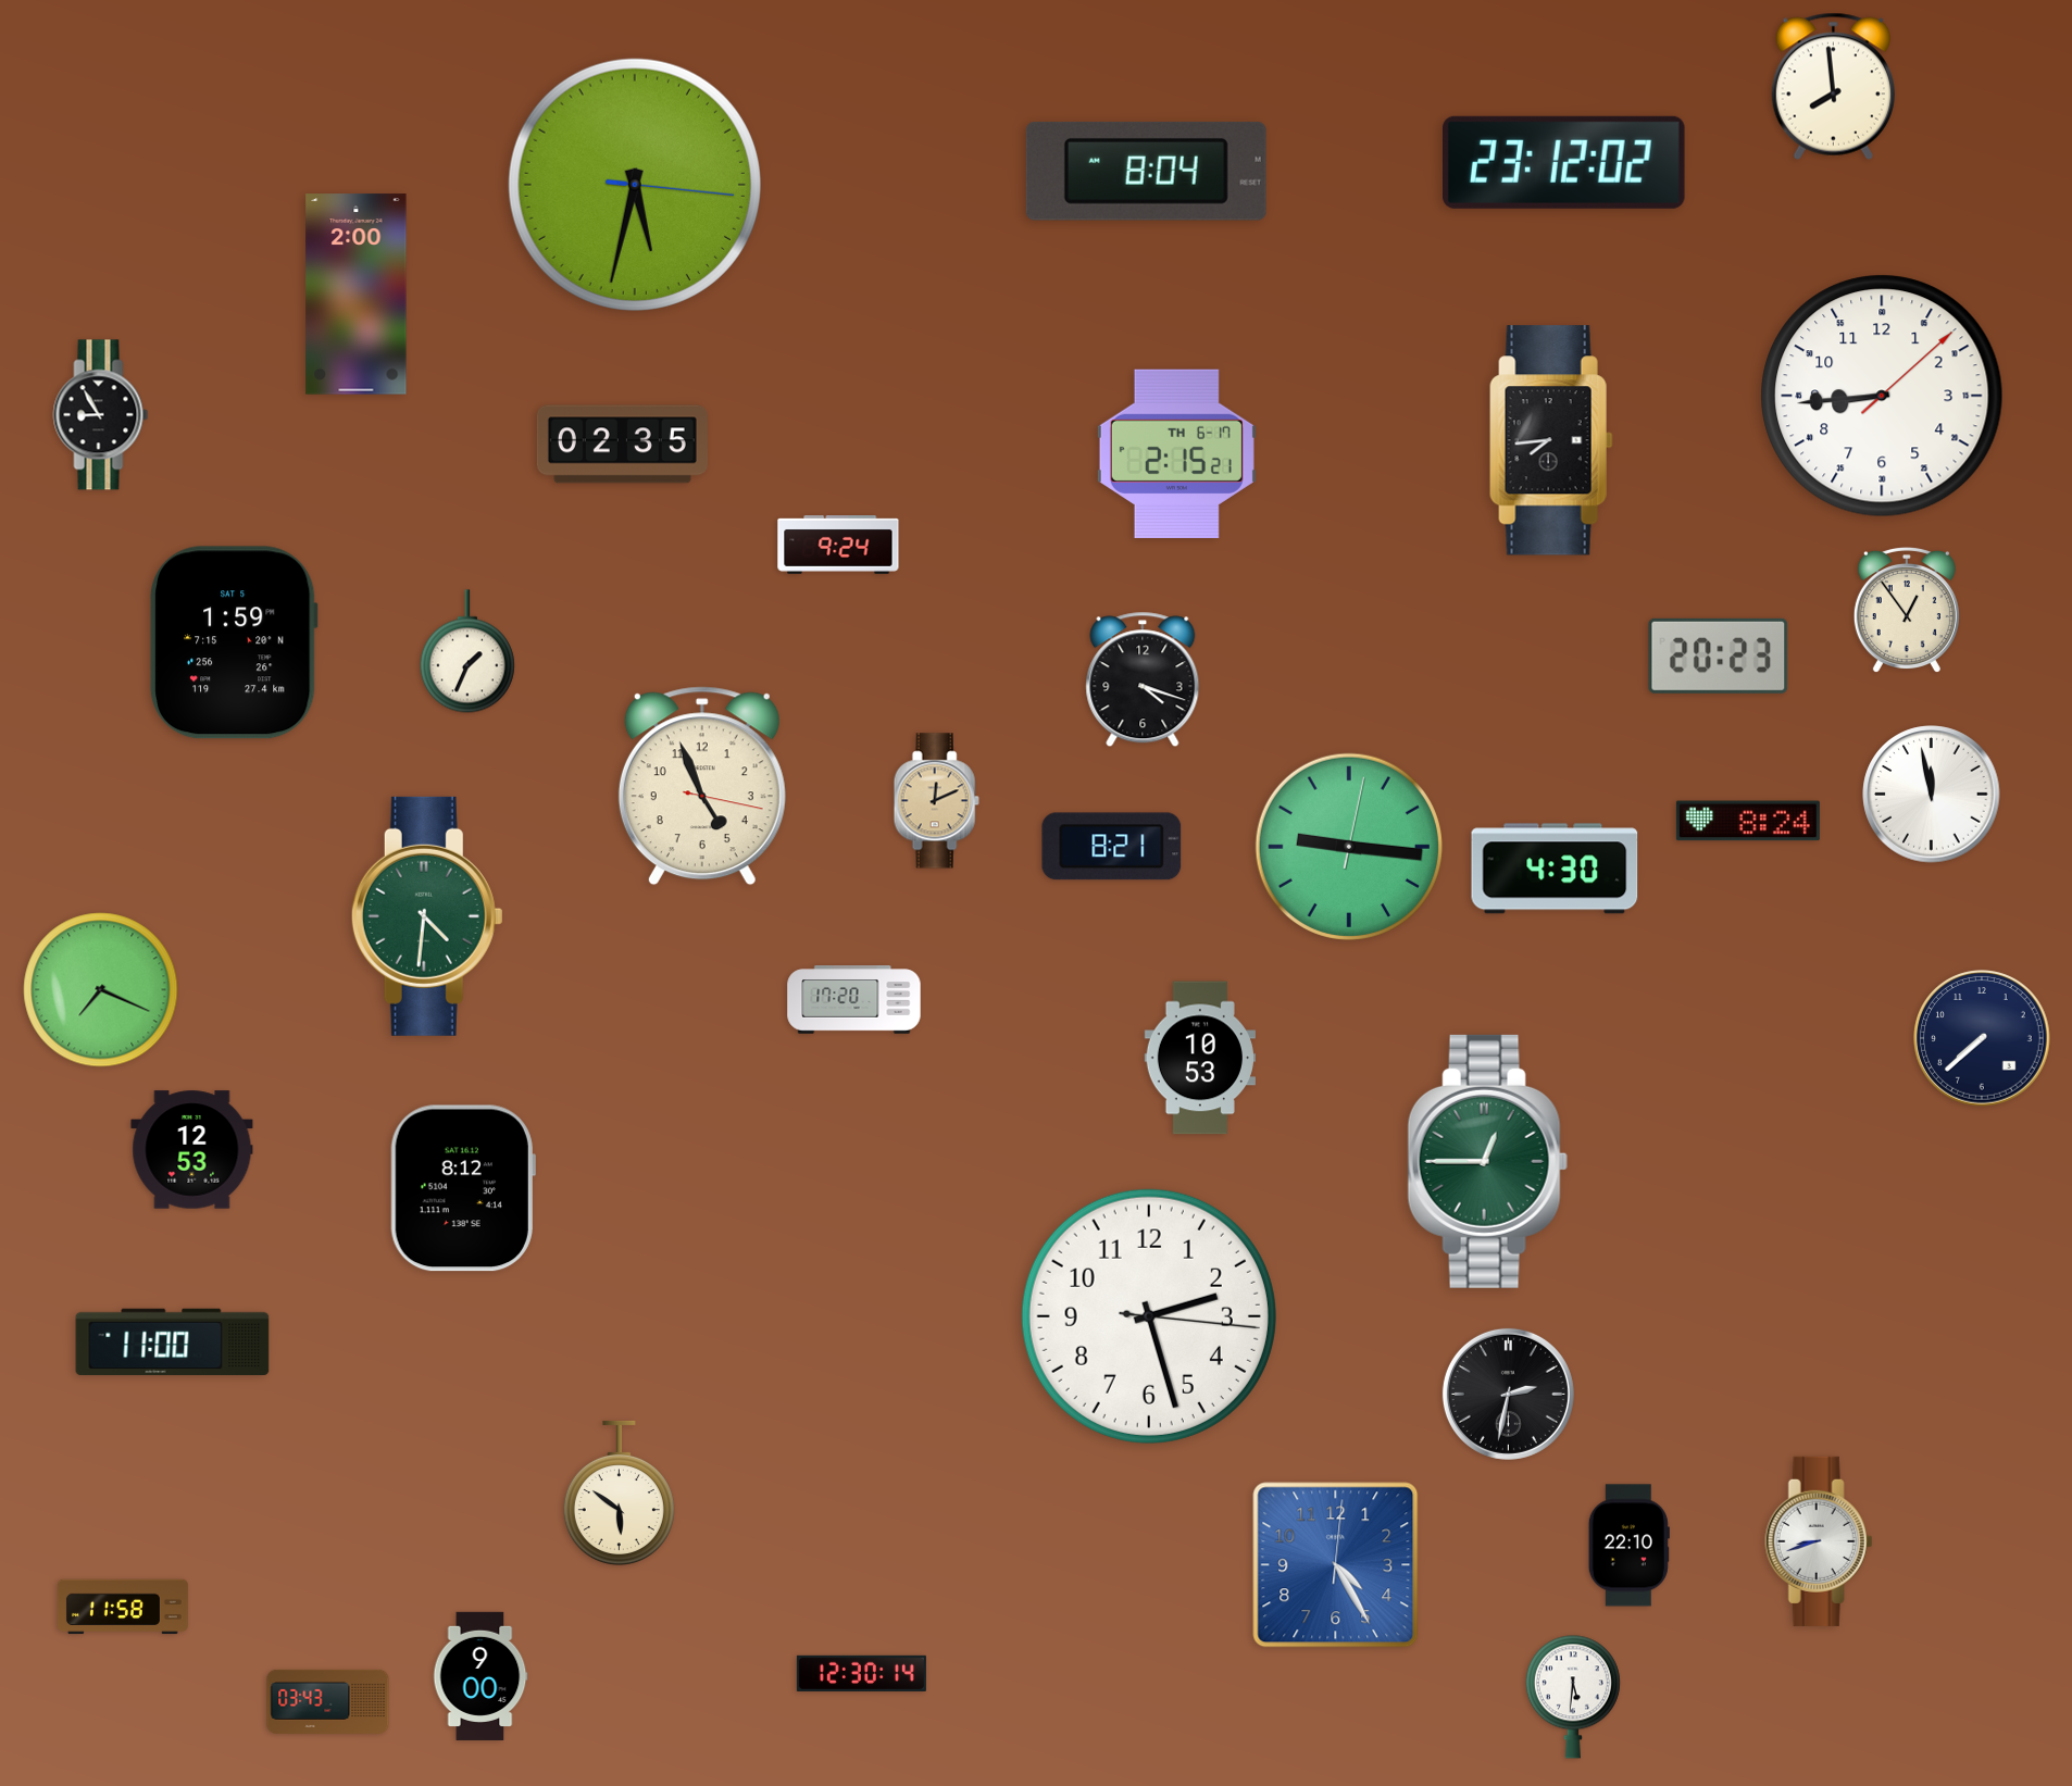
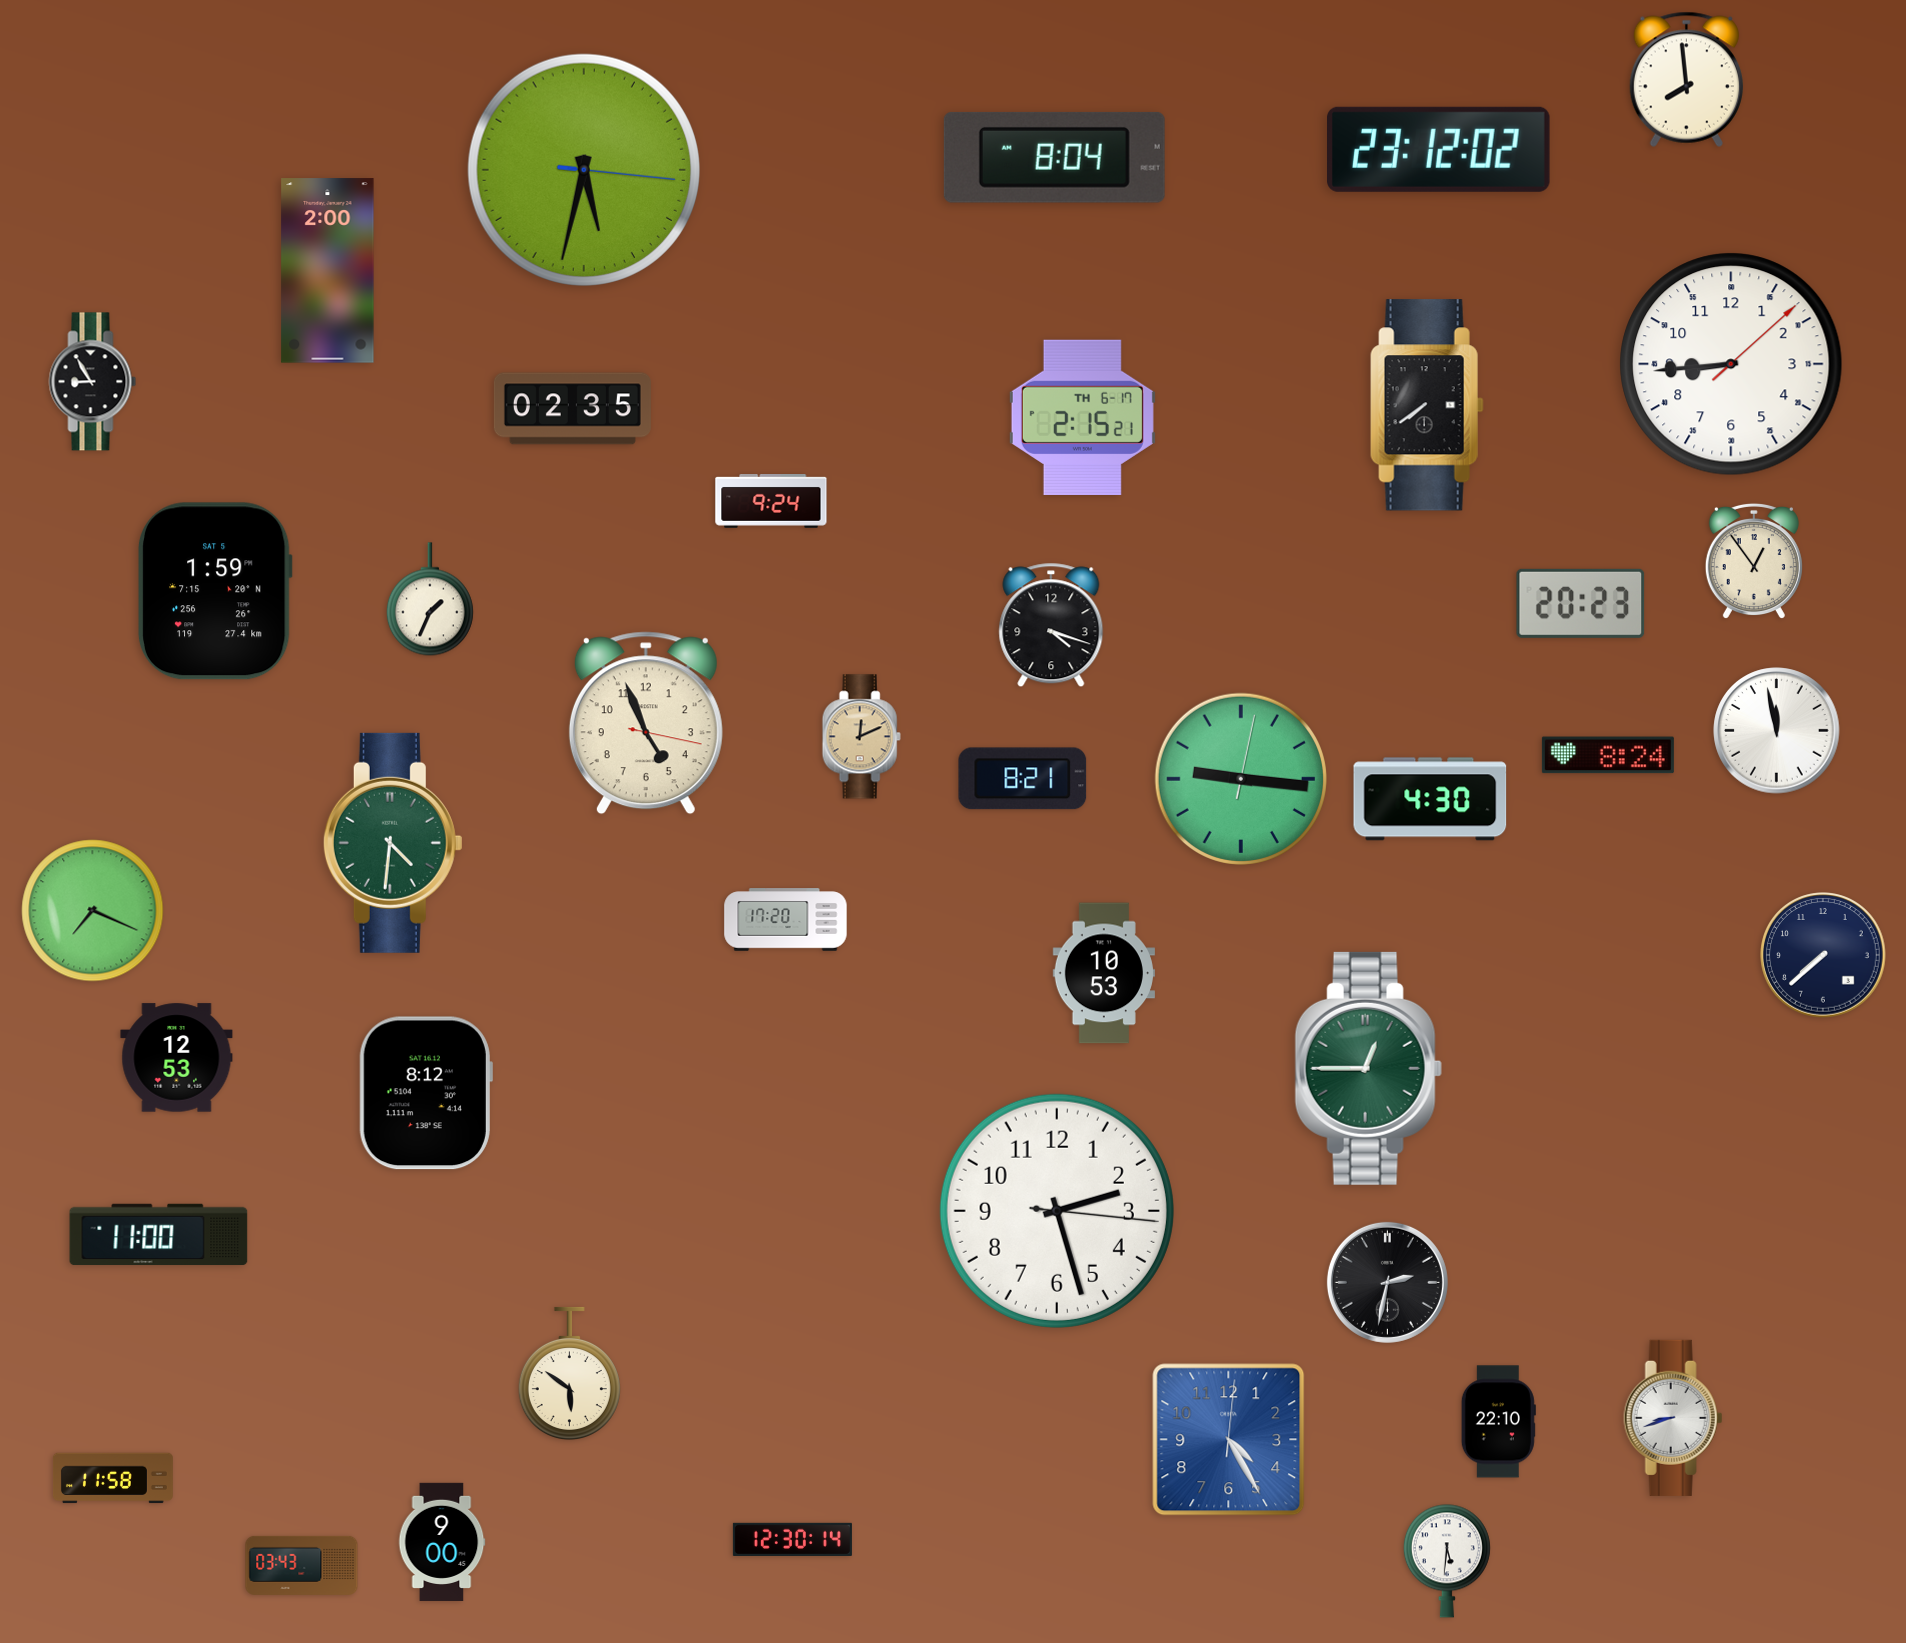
clock at (1551, 440): 7:44 -> 7:39
